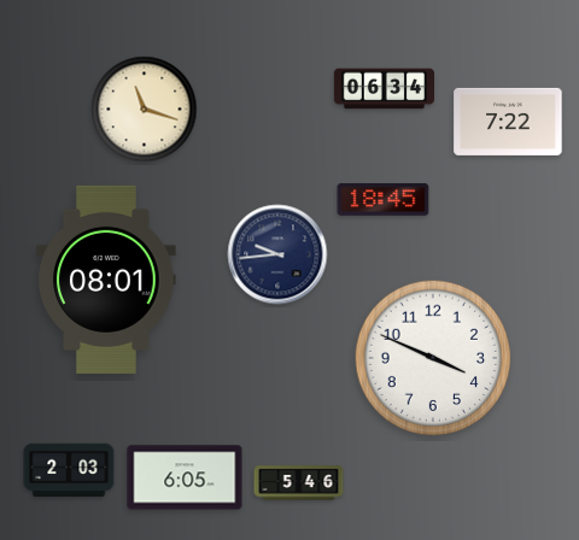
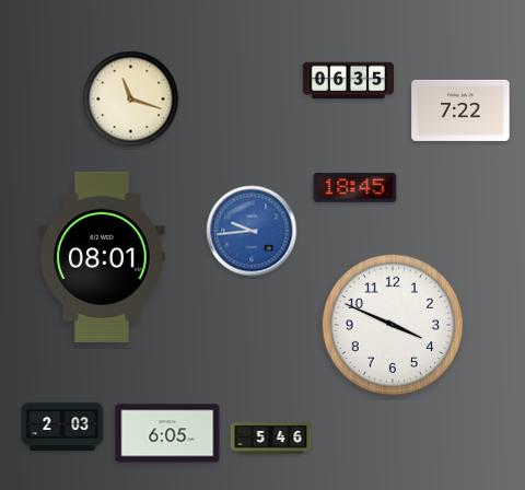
clock at (384, 89): 06:34 -> 06:35
clock at (384, 200) position: (384, 200) -> (355, 188)
clock at (277, 254) dial: navy -> blue
clock at (106, 280) position: (106, 280) -> (102, 257)
